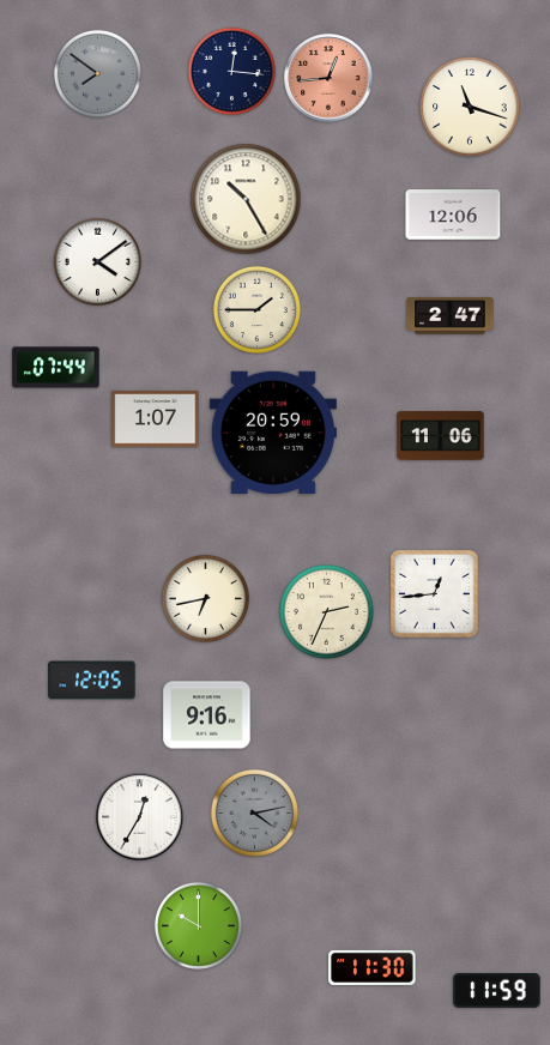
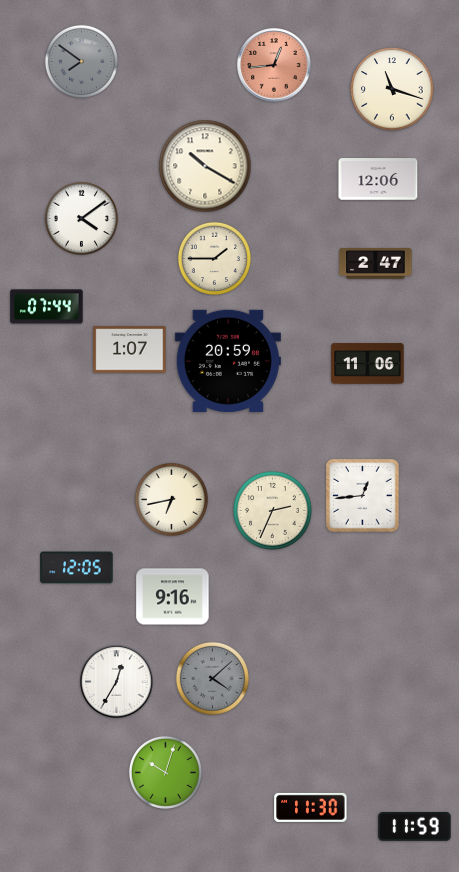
clock at (231, 71): 12:16 -> none
clock at (246, 199): 10:25 -> 10:20
clock at (254, 813): 4:13 -> 4:08
clock at (198, 925): 10:00 -> 10:03
